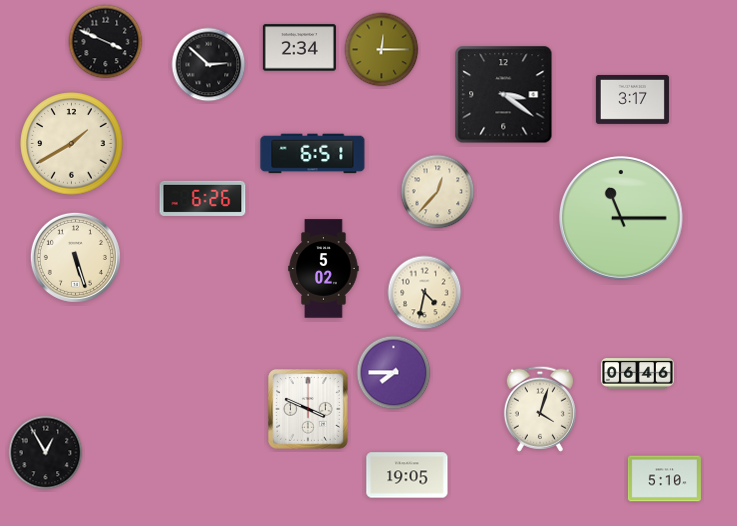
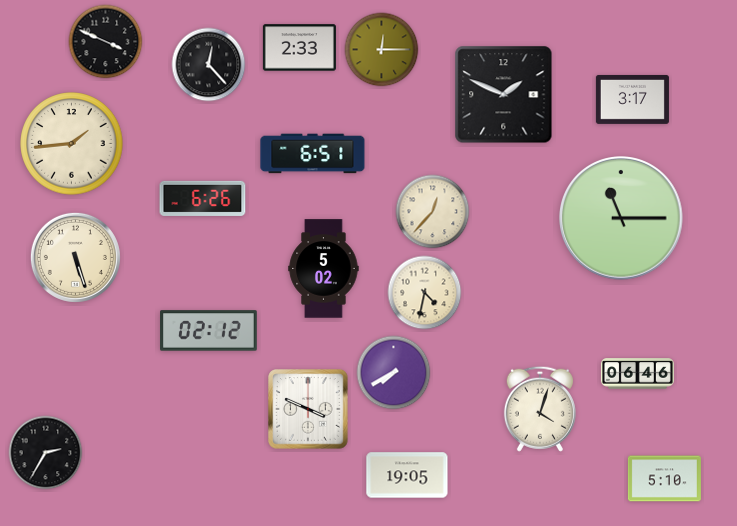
clock at (299, 48): 2:34 -> 2:33
clock at (209, 65): 2:52 -> 12:23
clock at (504, 95): 3:21 -> 1:49
clock at (72, 144): 1:40 -> 1:44
clock at (438, 192) position: (438, 192) -> (433, 212)
clock at (209, 331): none -> 02:12
clock at (394, 373): 7:45 -> 7:40
clock at (46, 453): 12:55 -> 2:35
